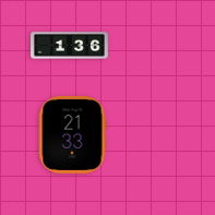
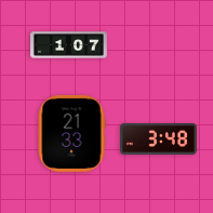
clock at (70, 46): 1:36 -> 1:07
clock at (159, 138): none -> 3:48
